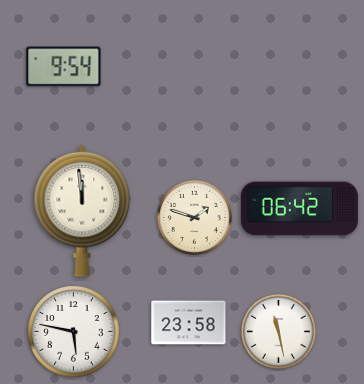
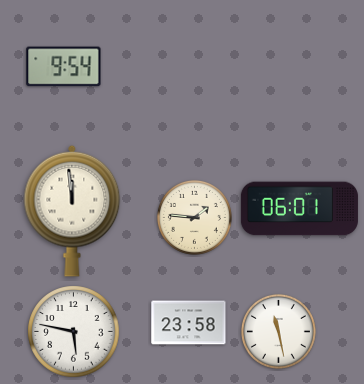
clock at (299, 209): 06:42 -> 06:01
clock at (82, 211) position: (82, 211) -> (72, 211)
clock at (194, 217): 1:48 -> 1:46
